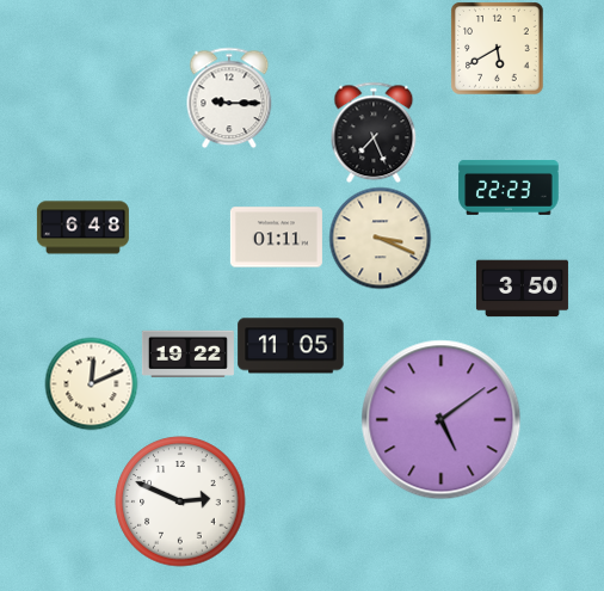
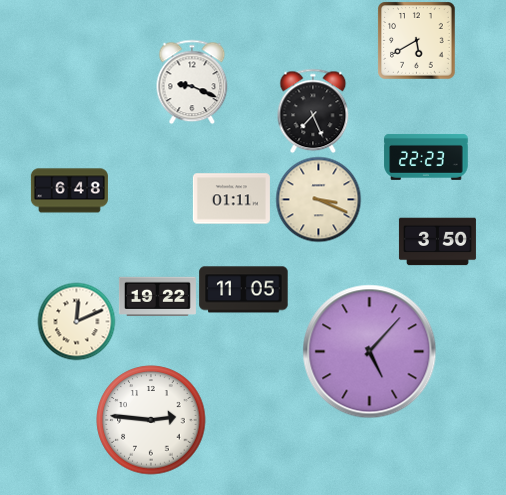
clock at (229, 98): 9:15 -> 9:19
clock at (442, 420): 5:09 -> 5:07
clock at (180, 501): 2:49 -> 2:46
